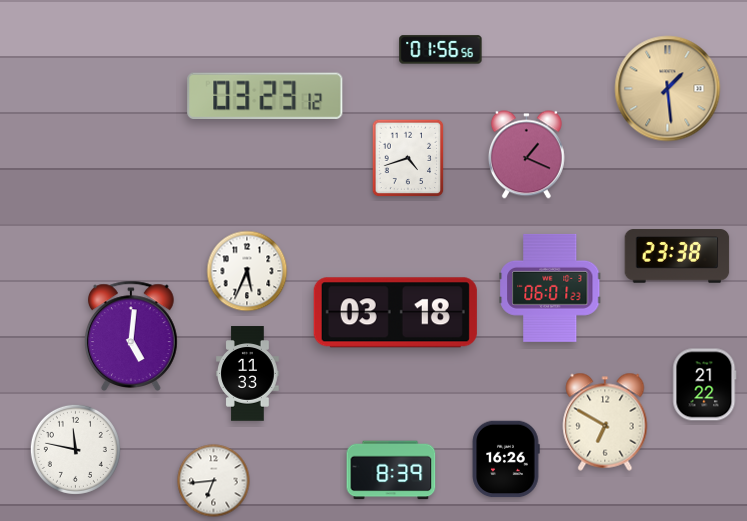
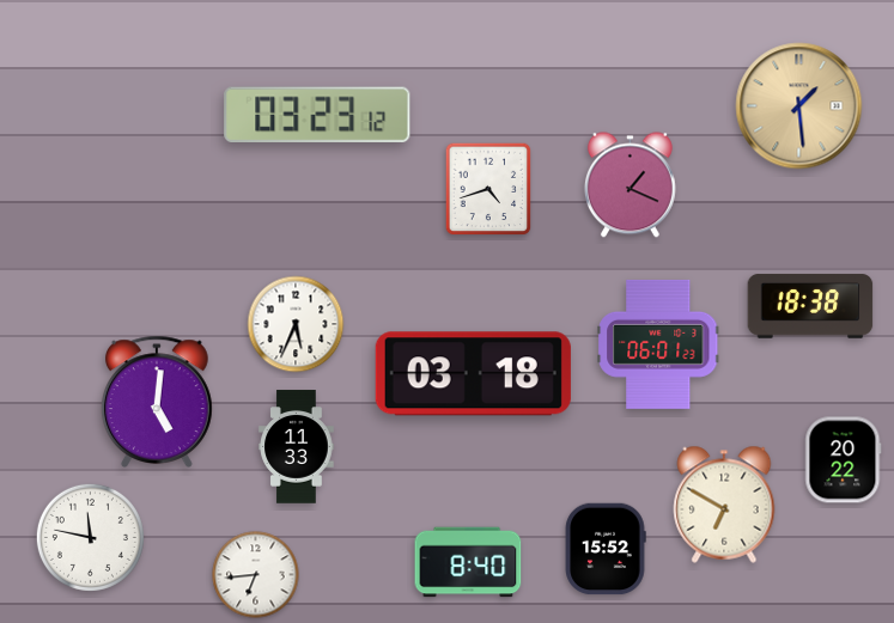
clock at (441, 50): 01:56 -> none
clock at (677, 256): 23:38 -> 18:38
clock at (705, 385): 21:22 -> 20:22
clock at (506, 459): 16:26 -> 15:52
clock at (391, 470): 8:39 -> 8:40
